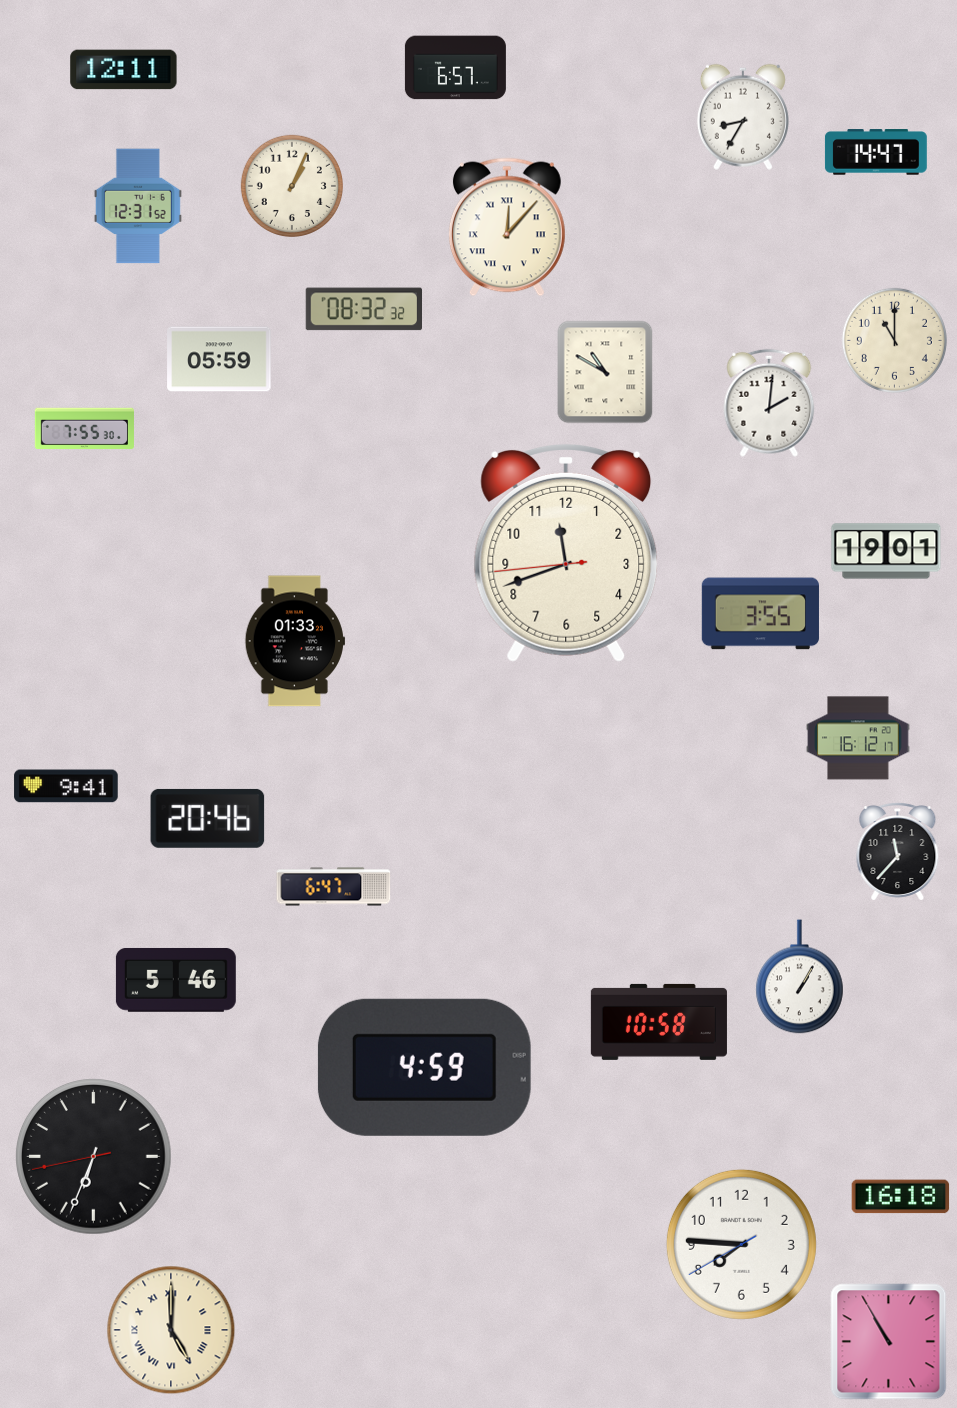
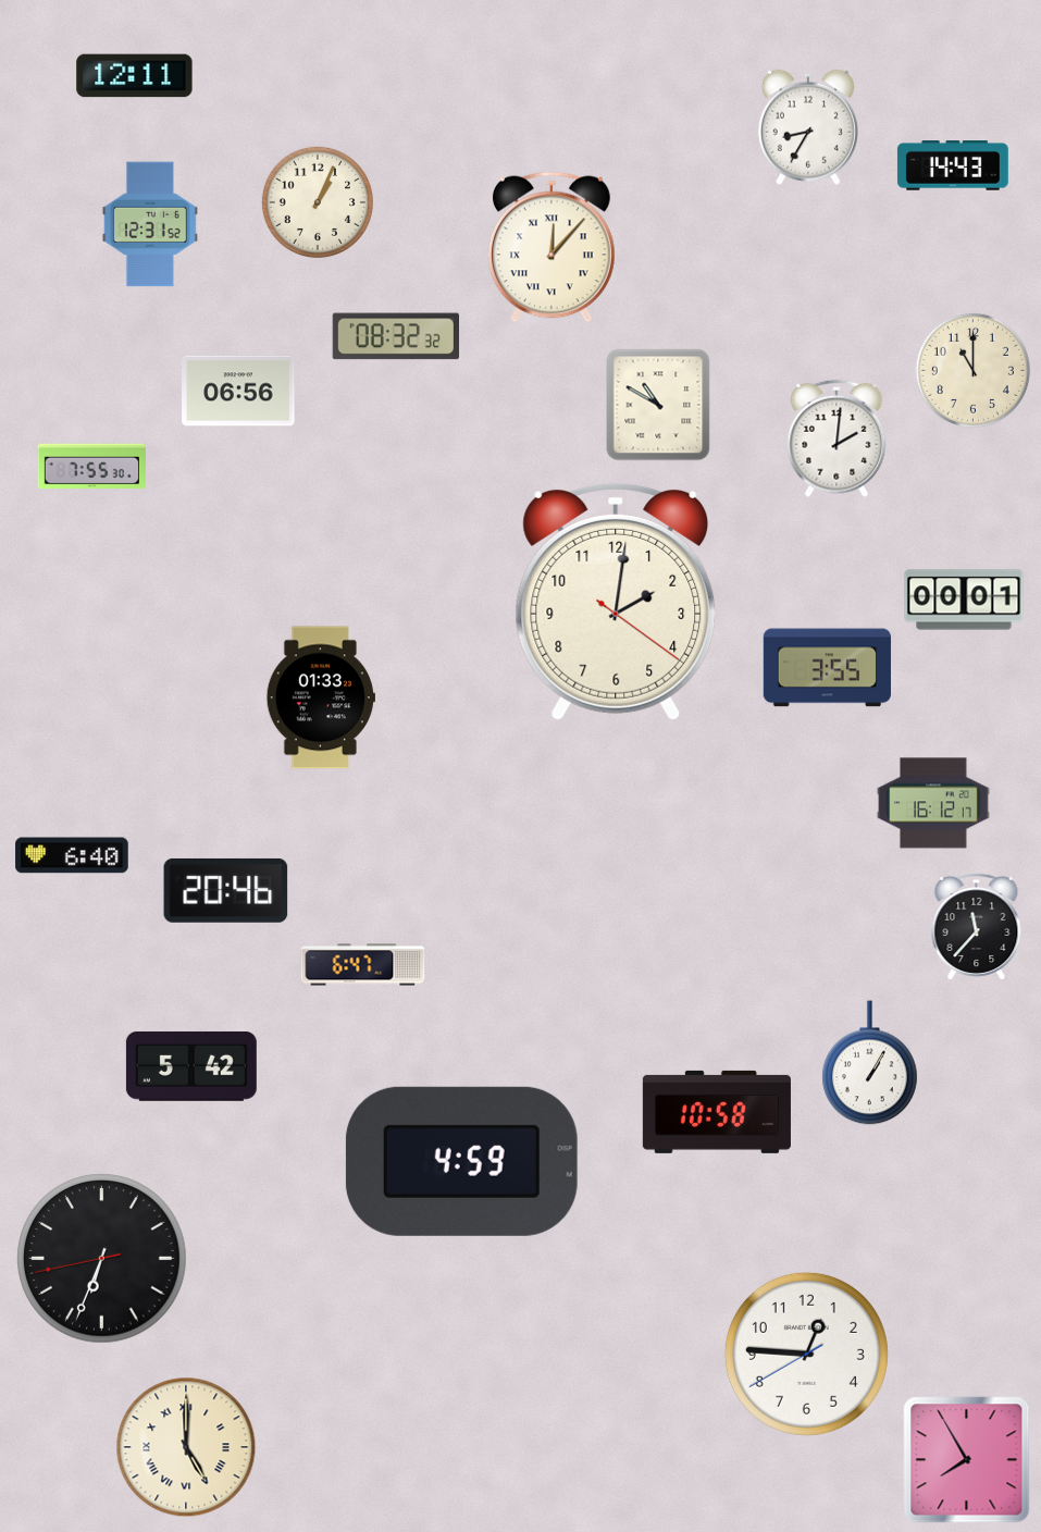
clock at (455, 68): 6:57 -> none
clock at (876, 152): 14:47 -> 14:43
clock at (219, 359): 05:59 -> 06:56
clock at (886, 551): 19:01 -> 00:01
clock at (566, 553): 11:41 -> 2:01
clock at (66, 786): 9:41 -> 6:40
clock at (176, 980): 5:46 -> 5:42
clock at (901, 1197): 16:18 -> none
clock at (741, 1244): 7:45 -> 12:45
clock at (889, 1342): 10:55 -> 7:55
